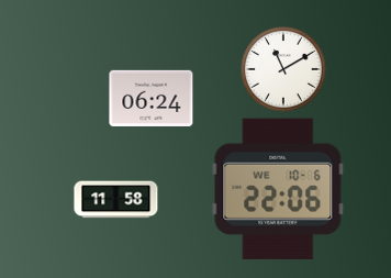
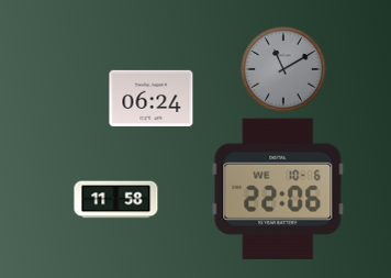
clock at (283, 69) dial: white -> grey
